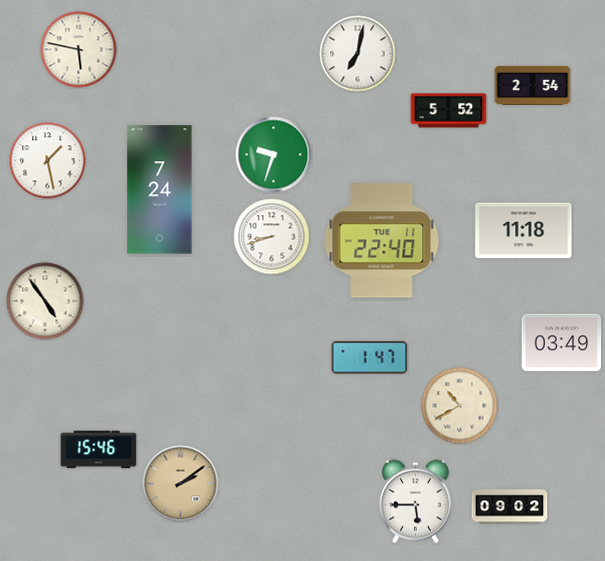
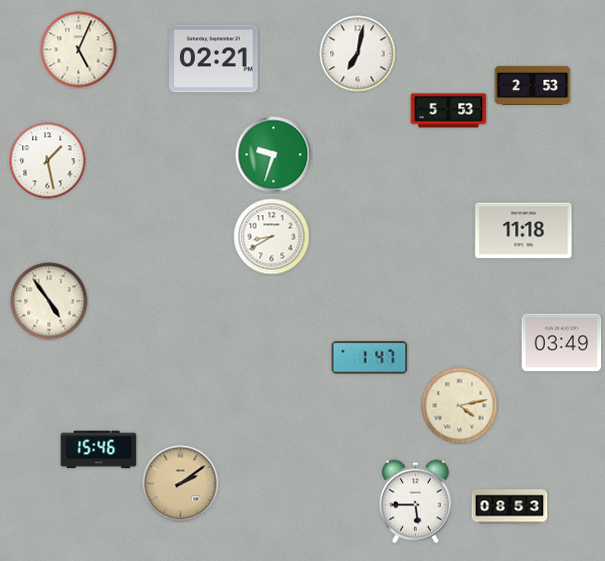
clock at (79, 50): 5:47 -> 5:04
clock at (214, 59): none -> 02:21
clock at (533, 85): 2:54 -> 2:53
clock at (449, 111): 5:52 -> 5:53
clock at (160, 190): 7:24 -> none
clock at (272, 237): 8:42 -> 8:40
clock at (382, 241): 22:40 -> none
clock at (45, 301) position: (45, 301) -> (49, 301)
clock at (460, 406): 10:40 -> 4:13
clock at (510, 507): 09:02 -> 08:53
